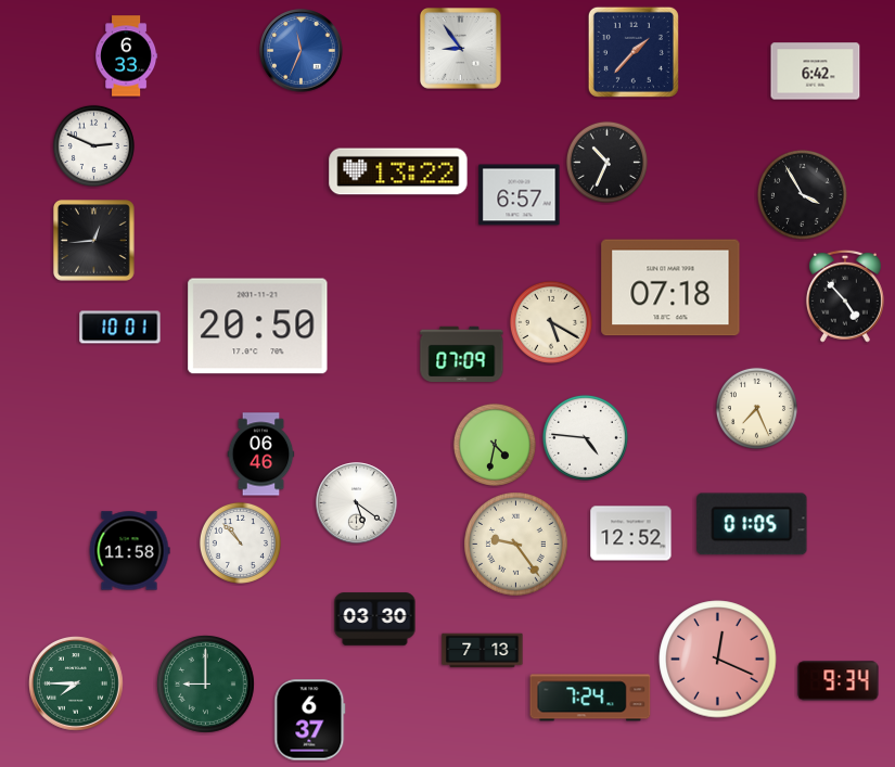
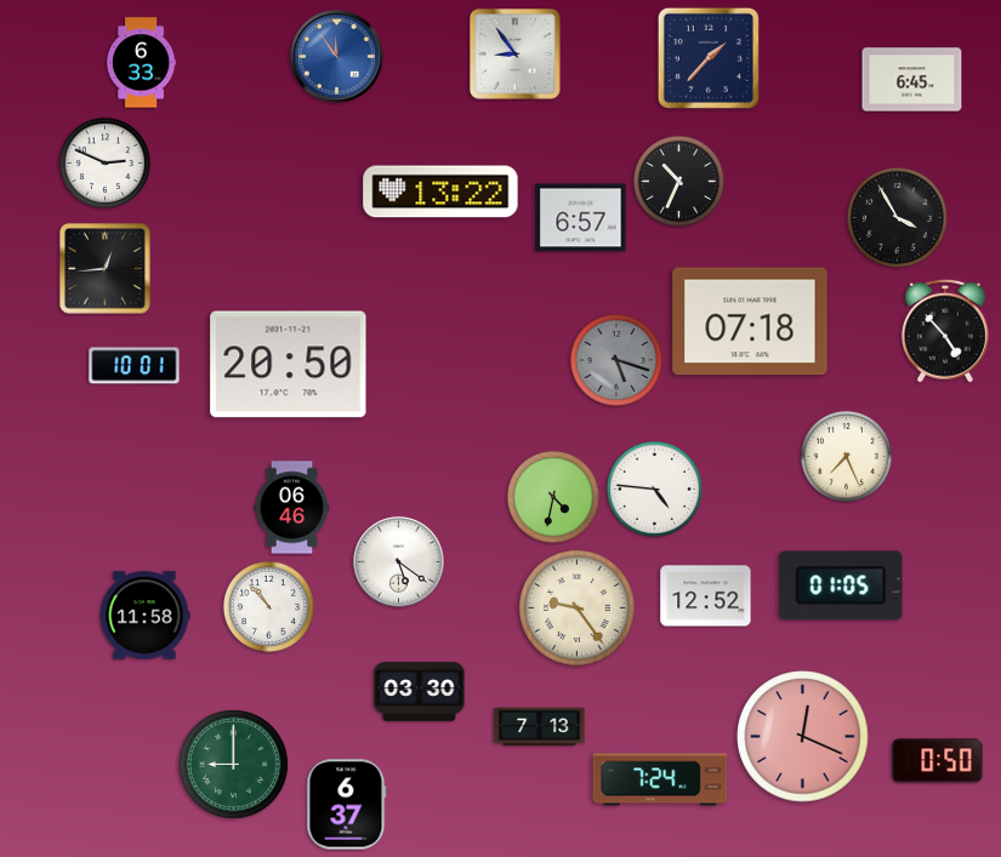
clock at (302, 51): 11:34 -> 11:54
clock at (816, 72): 6:42 -> 6:45
clock at (398, 171) position: (398, 171) -> (440, 192)
clock at (551, 322): 5:20 -> 5:18
clock at (551, 322) dial: cream -> grey
clock at (462, 354): 07:09 -> none
clock at (839, 681): 9:34 -> 0:50
clock at (77, 685): 7:45 -> none
clock at (206, 685) position: (206, 685) -> (234, 765)
